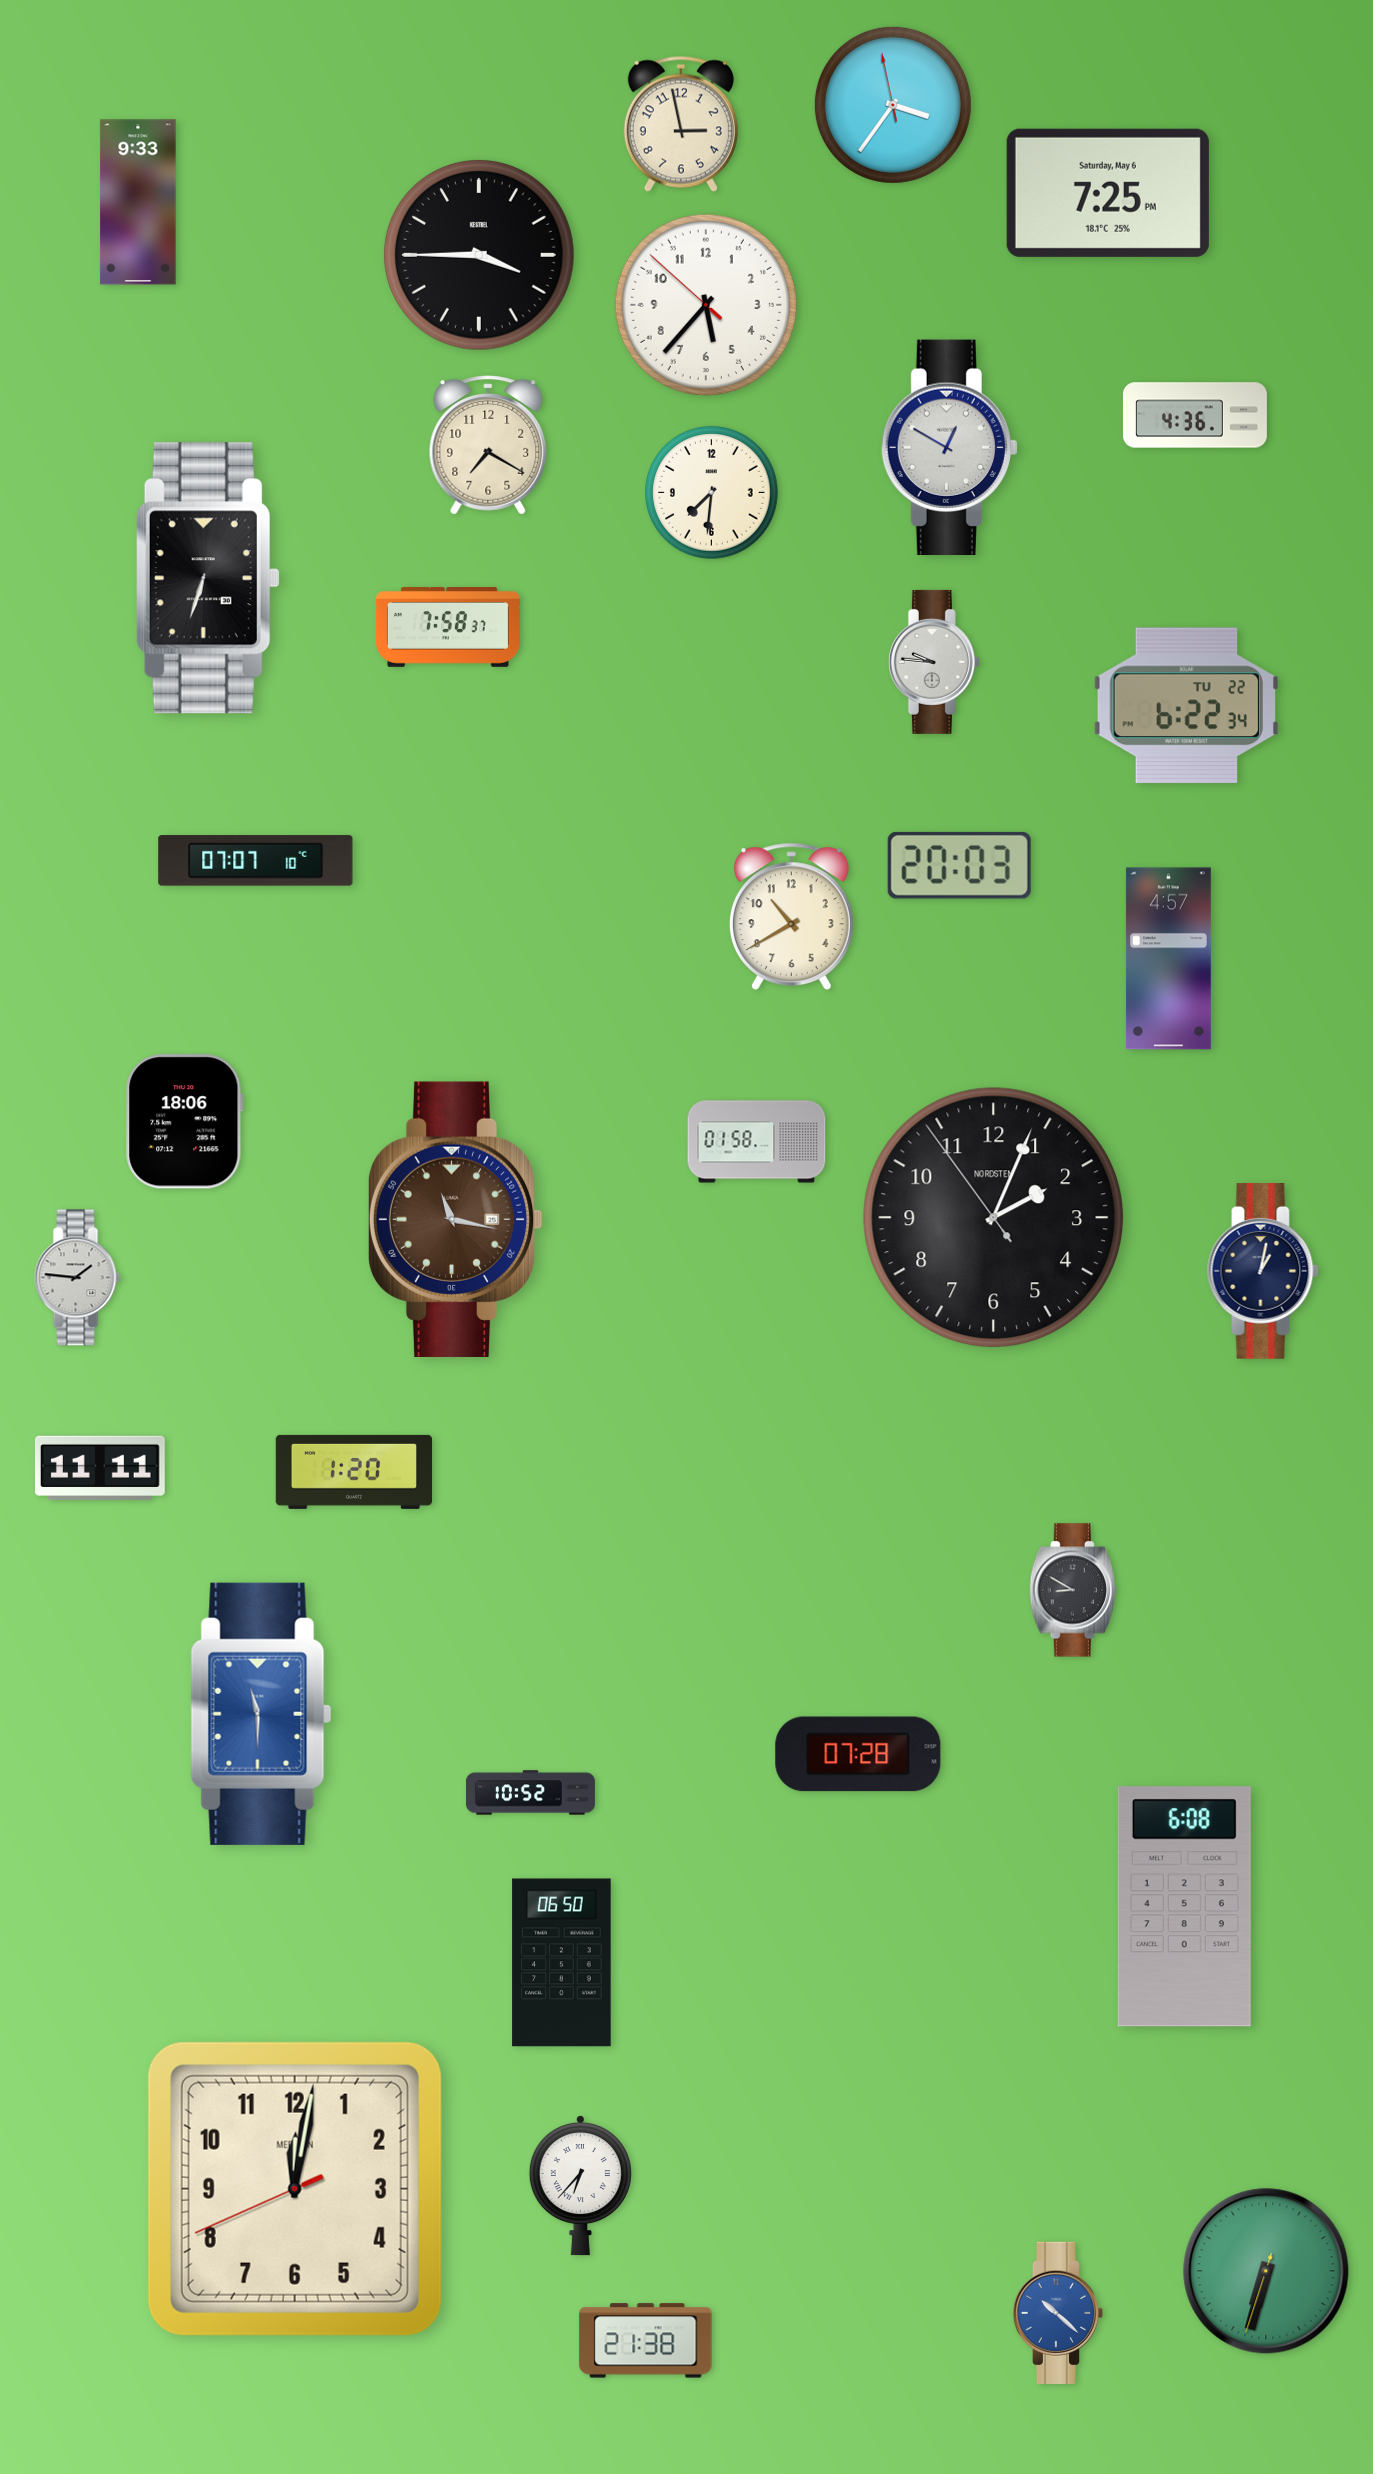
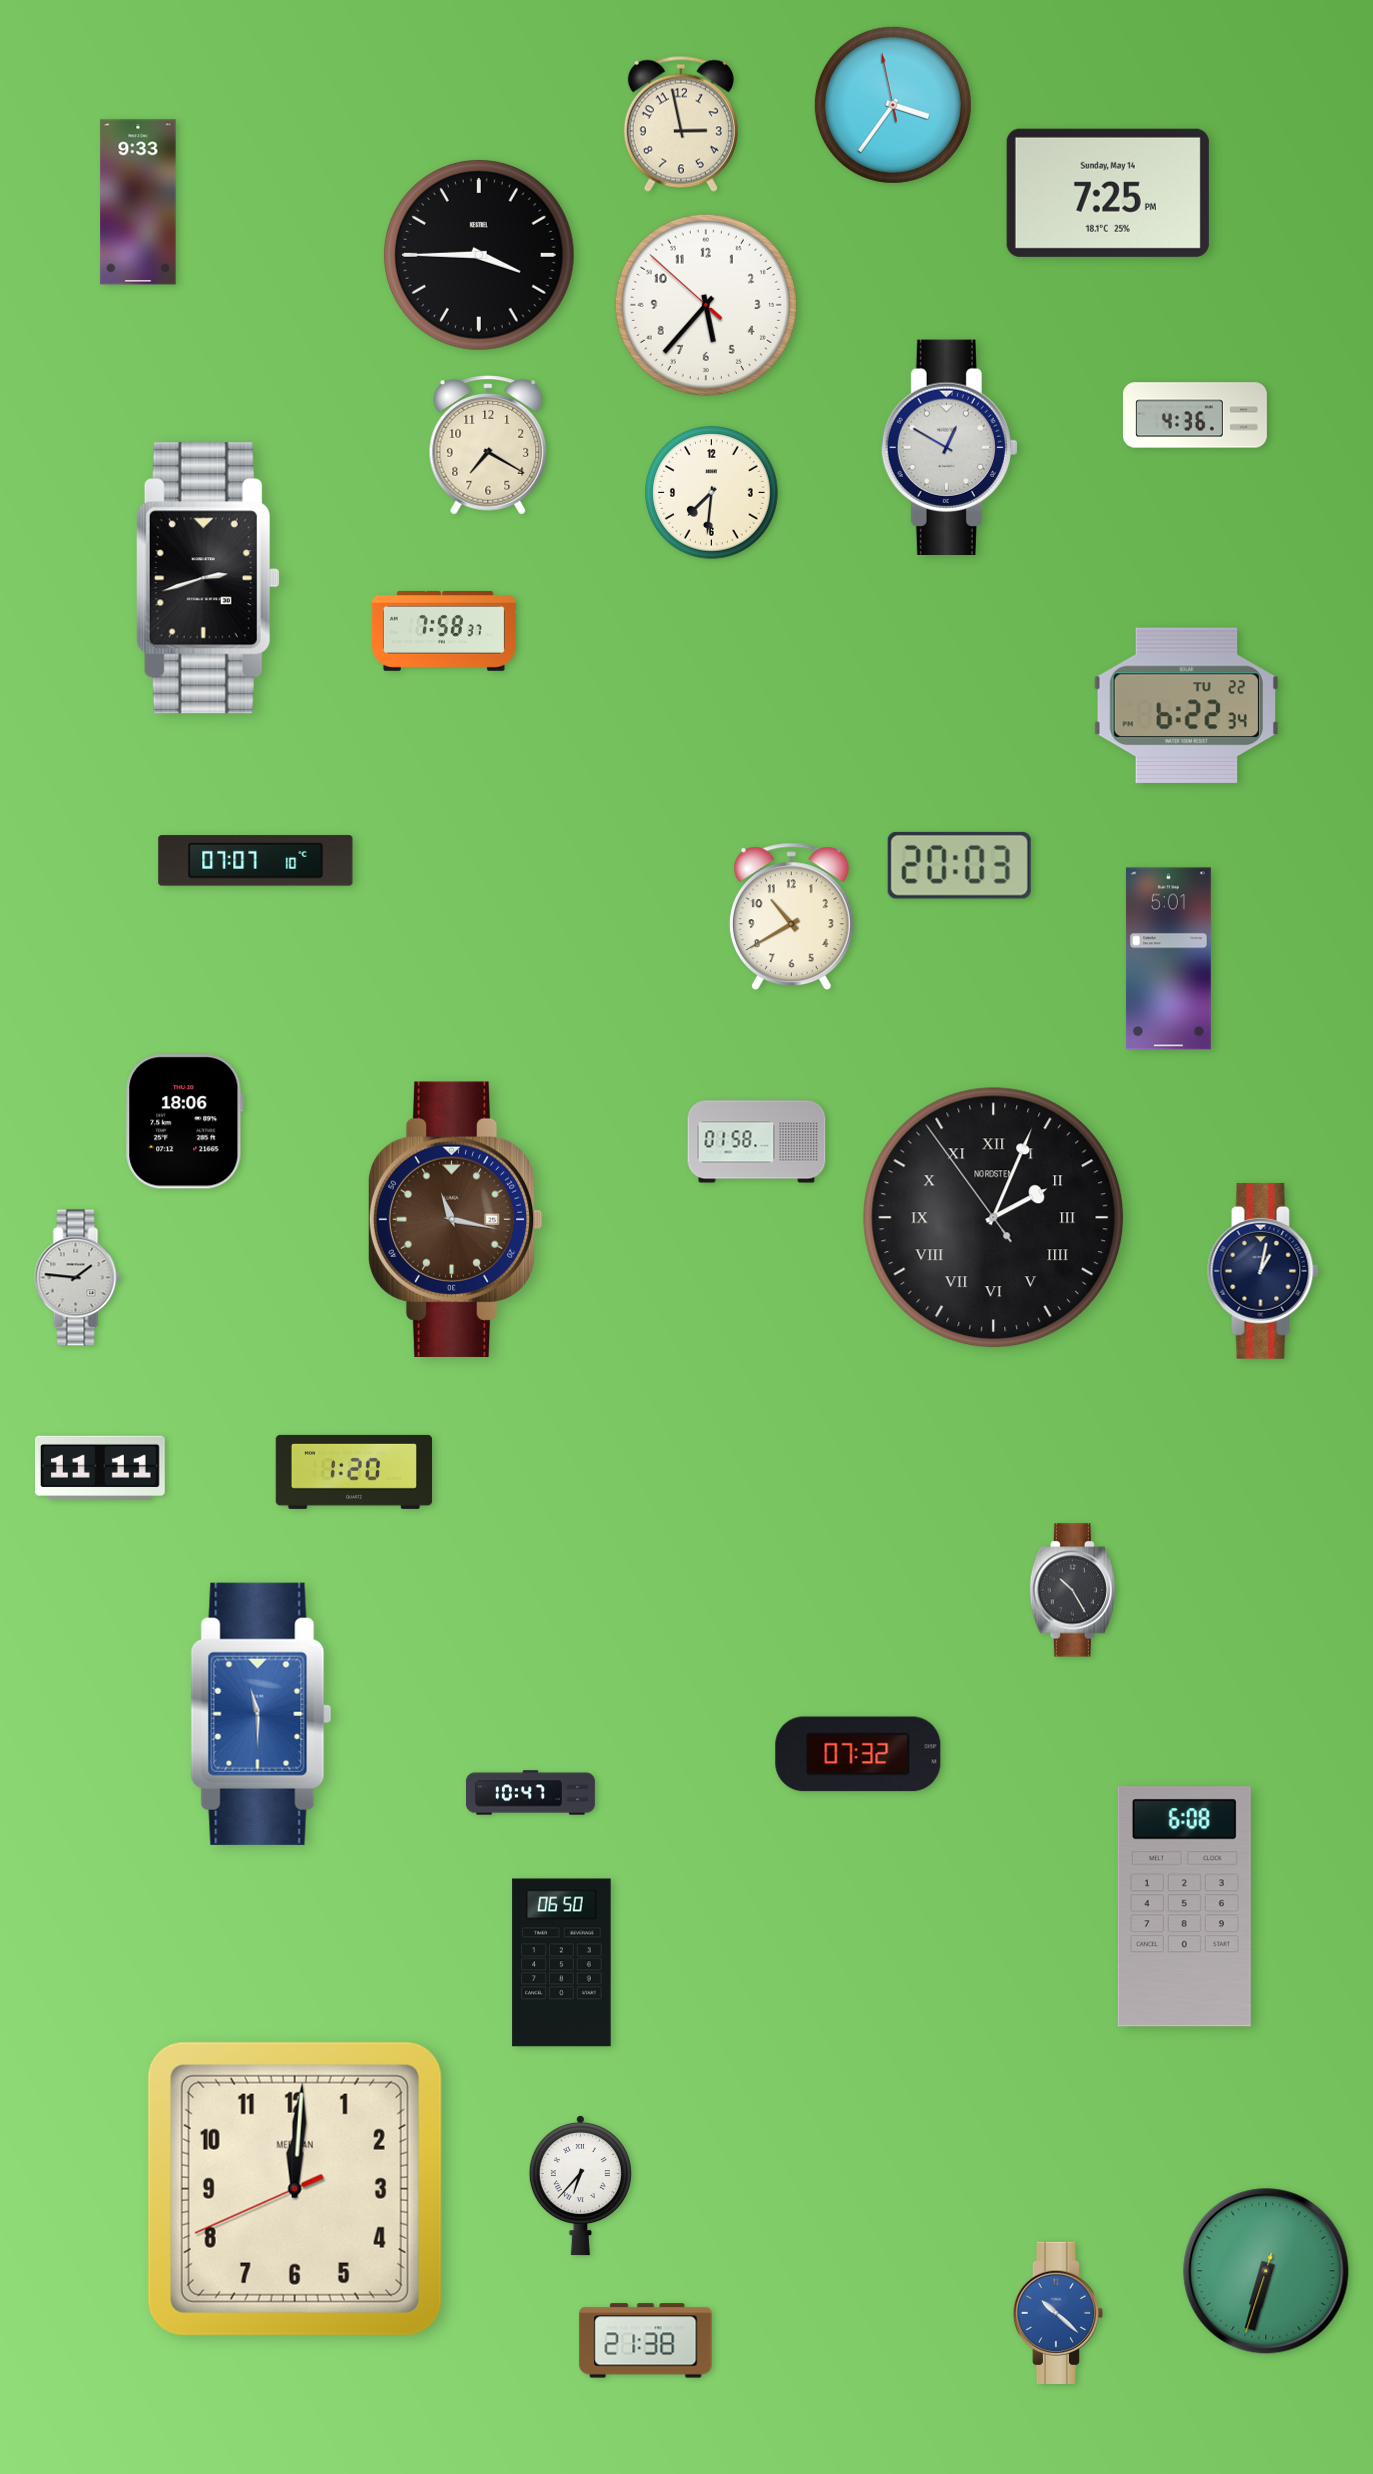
clock at (1108, 193) date: Saturday, May 6 -> Sunday, May 14
clock at (208, 578): 6:33 -> 2:42
clock at (448, 628) position: (448, 628) -> (444, 632)
clock at (934, 662): 9:46 -> none
clock at (1168, 959): 4:57 -> 5:01
clock at (994, 1218) numerals: Arabic -> Roman
clock at (1073, 1590): 8:50 -> 10:25
clock at (858, 1754): 07:28 -> 07:32
clock at (530, 1793): 10:52 -> 10:47
clock at (295, 2189): 12:01 -> 12:00
